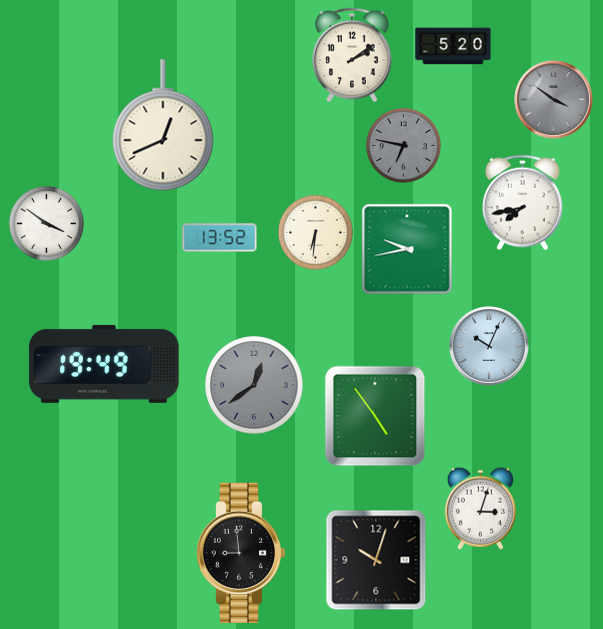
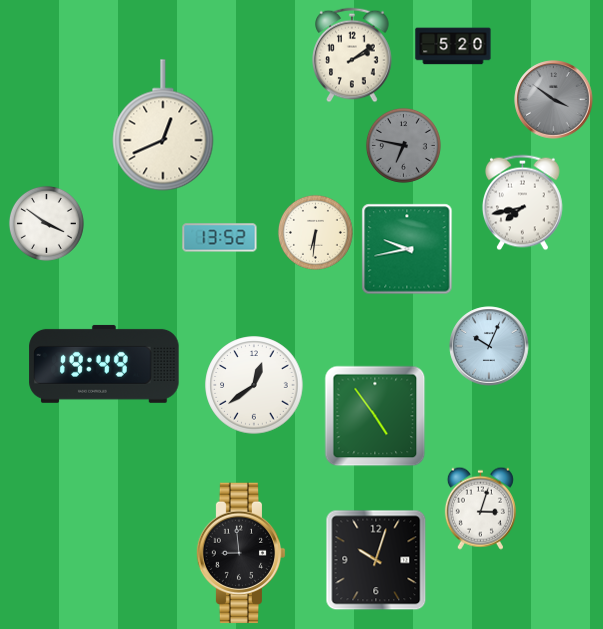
clock at (254, 385) dial: grey -> white
